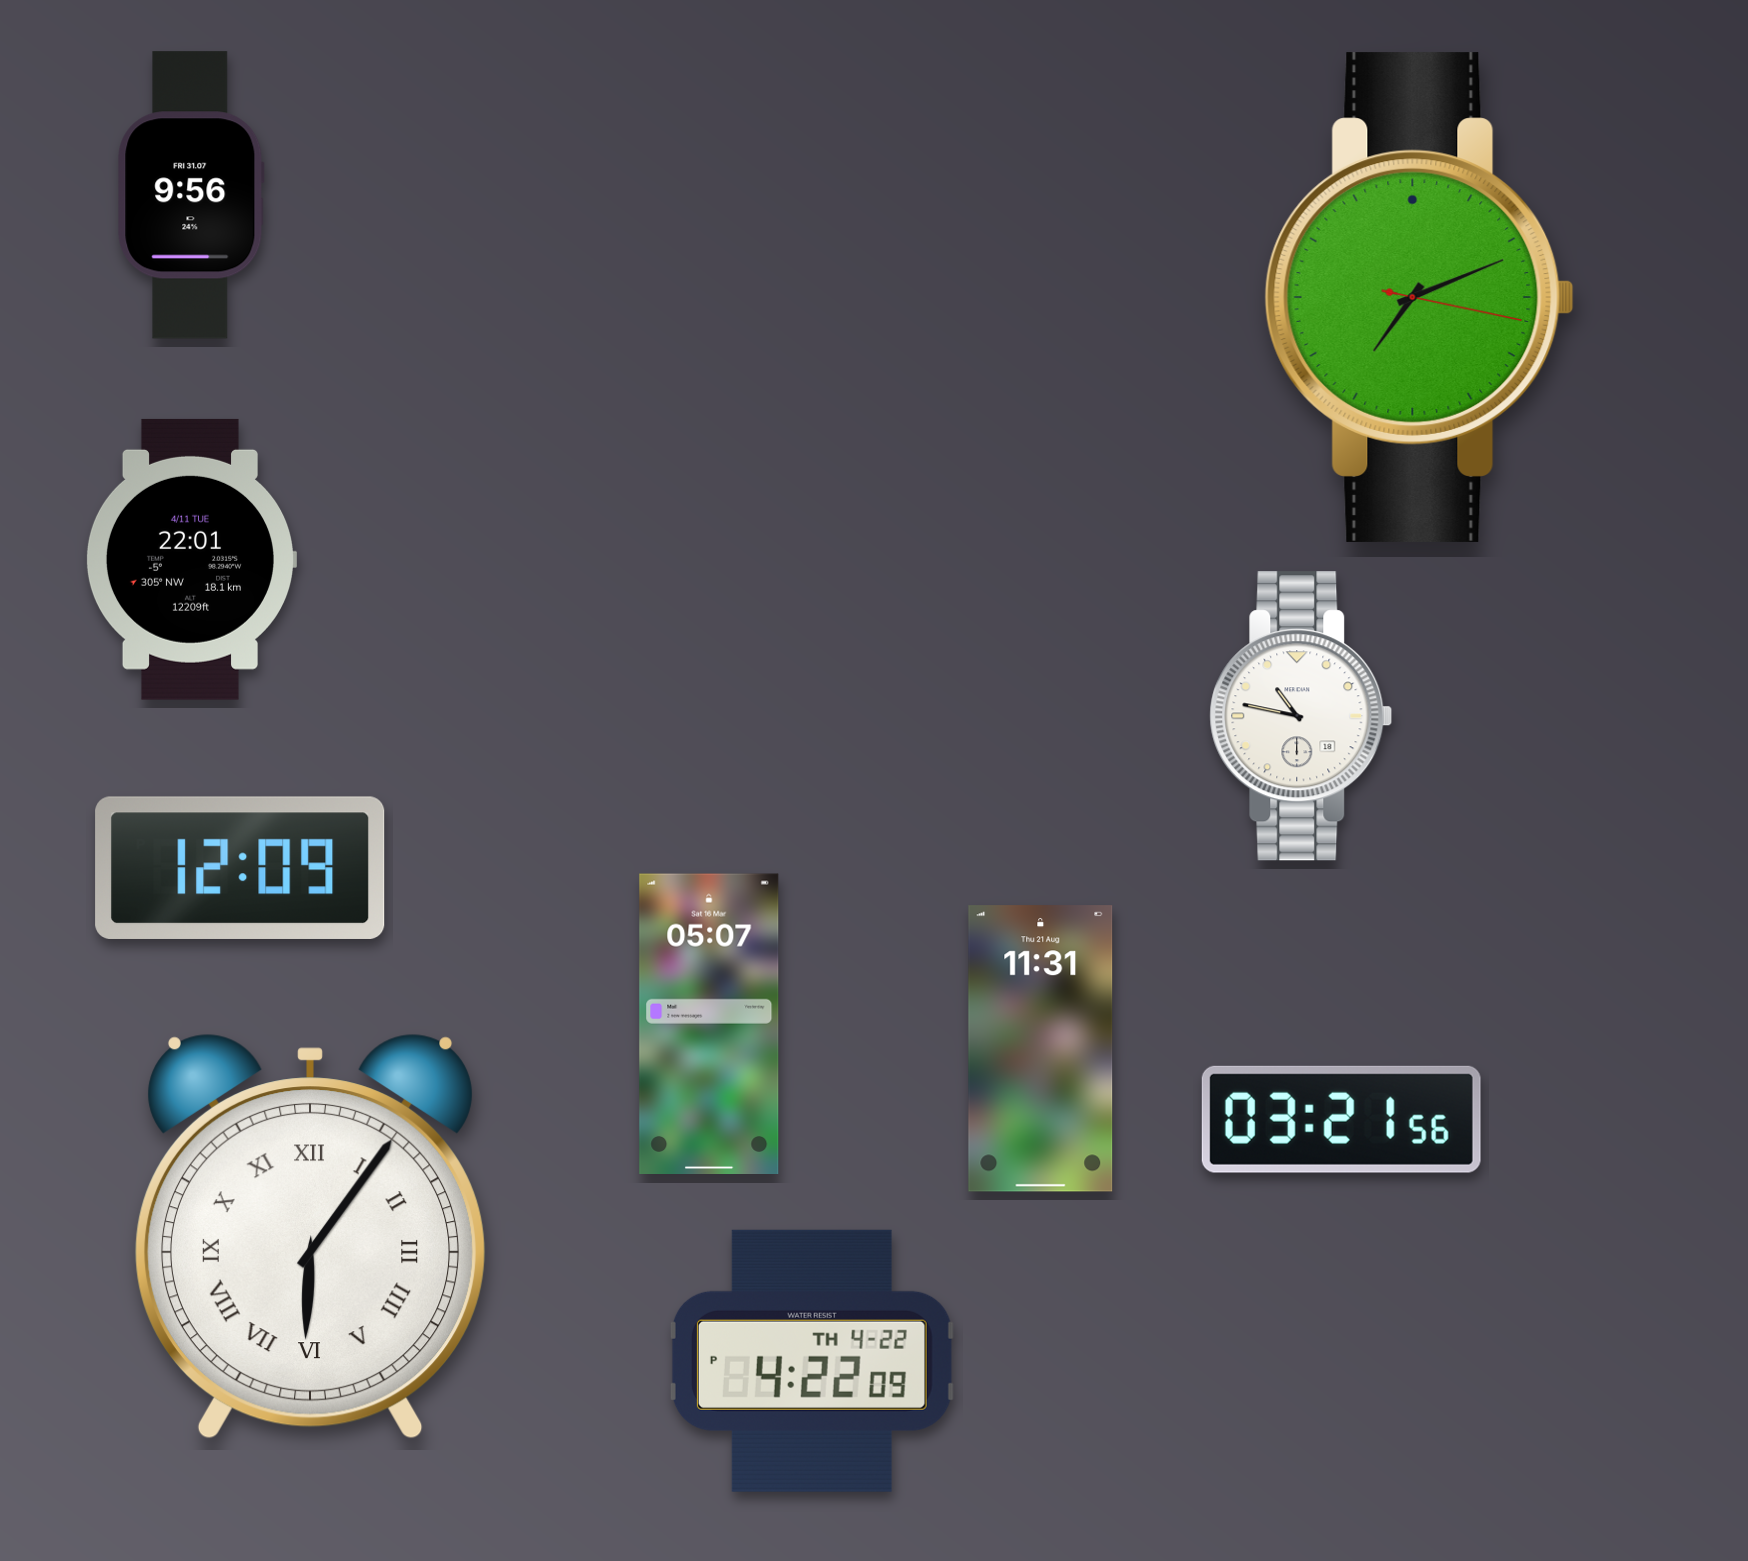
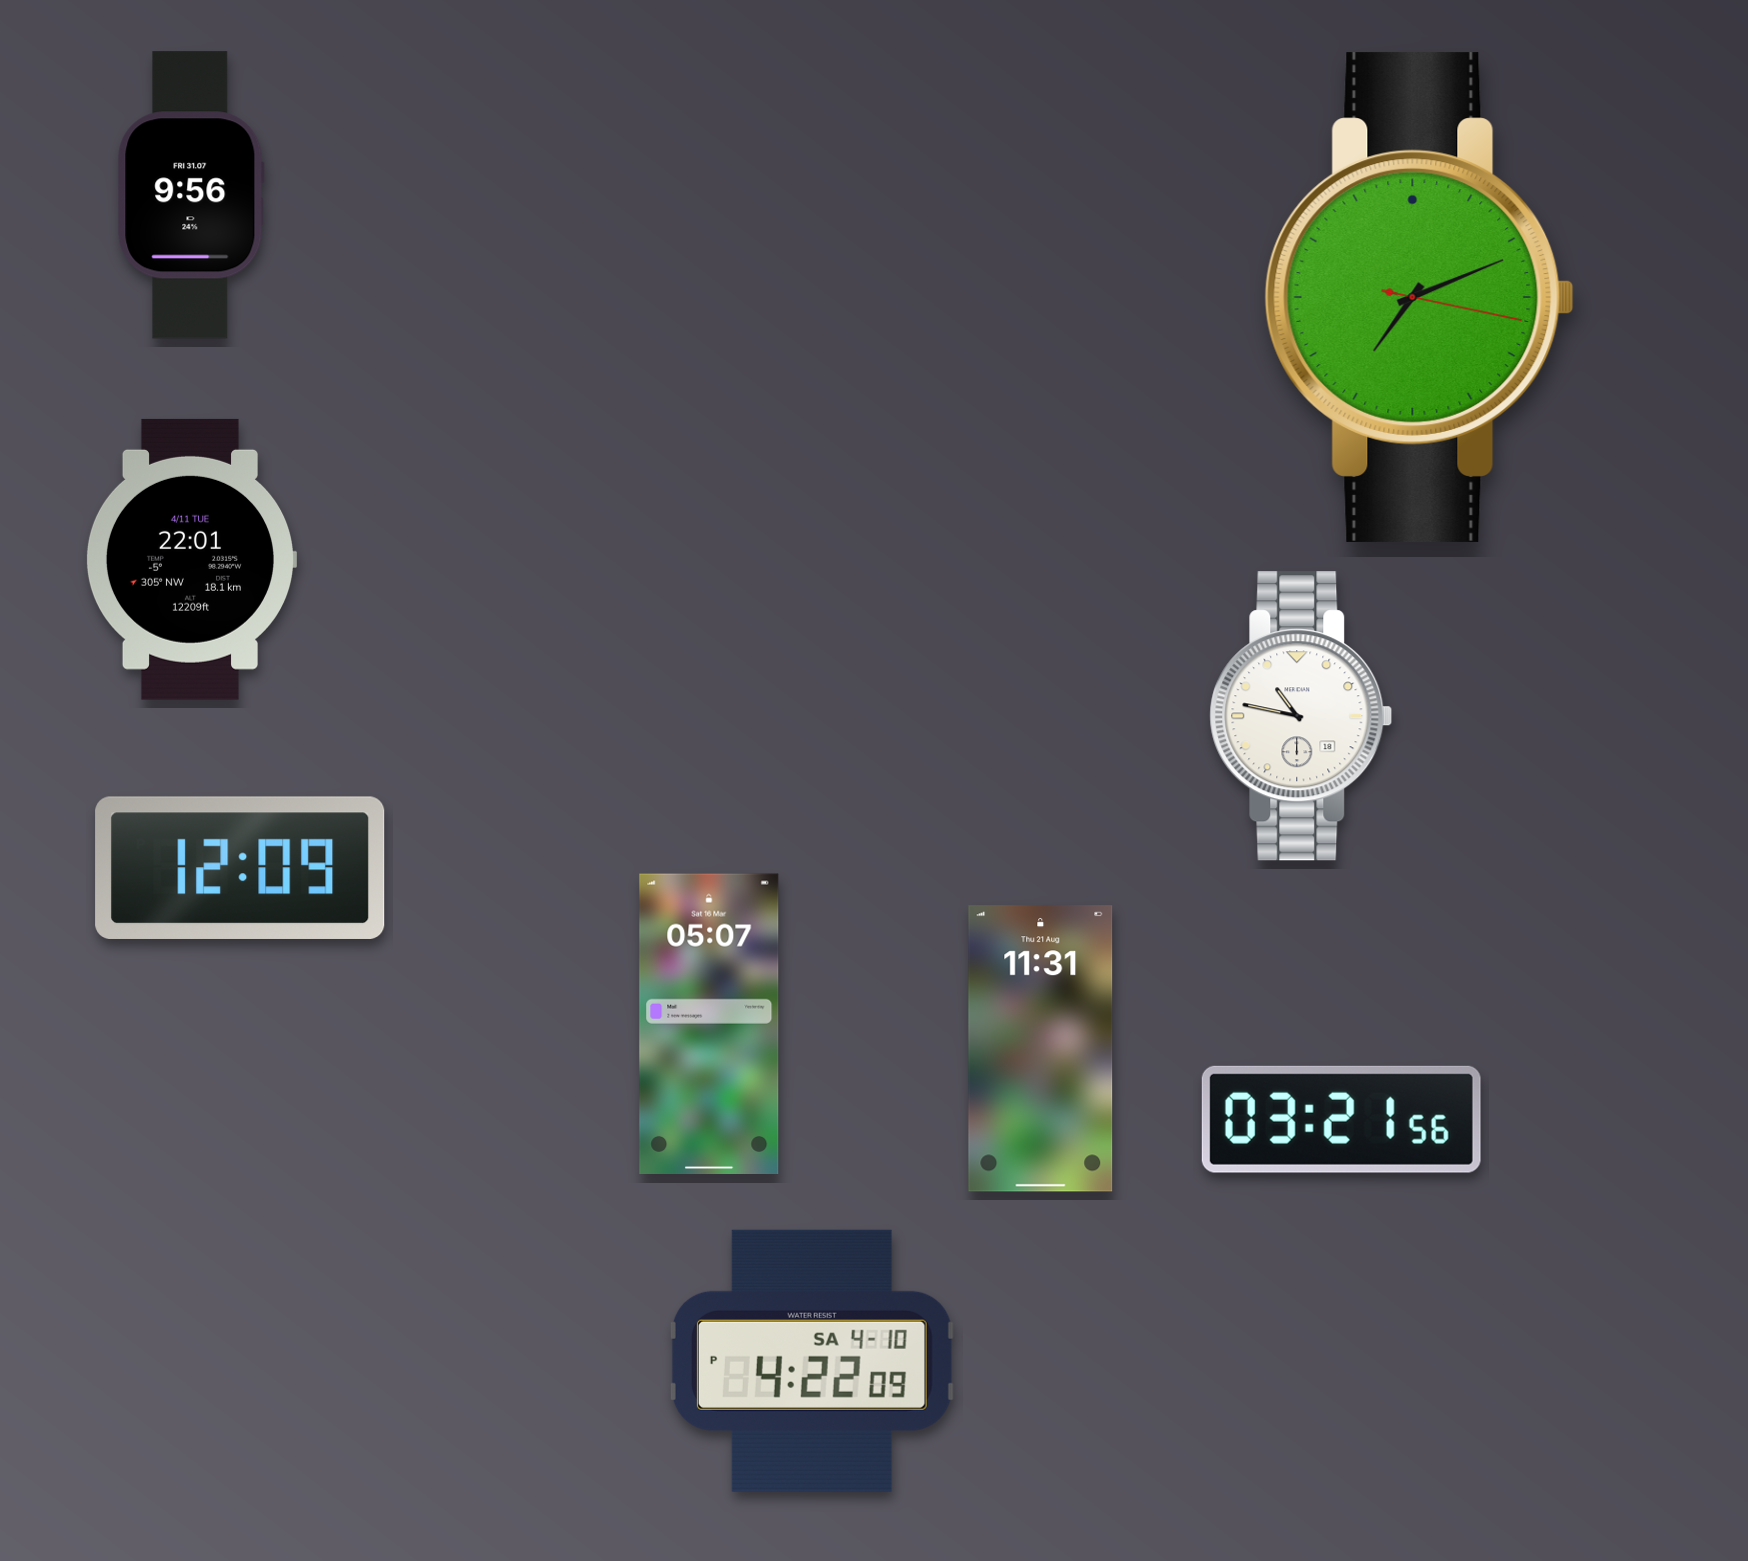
clock at (310, 1237): 6:06 -> none
clock at (812, 1361) date: TH 4-22 -> SA 4-10
